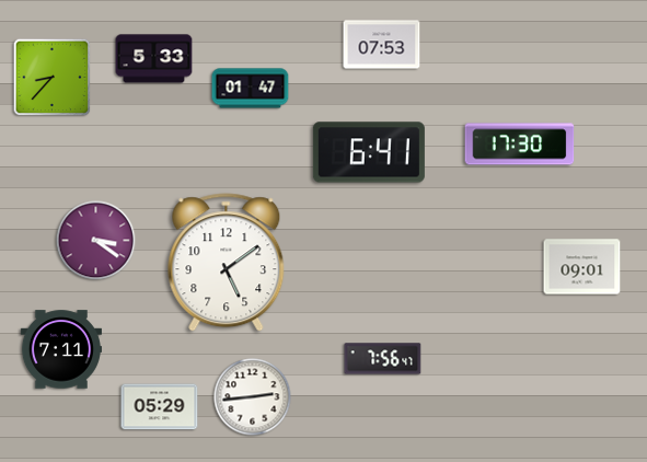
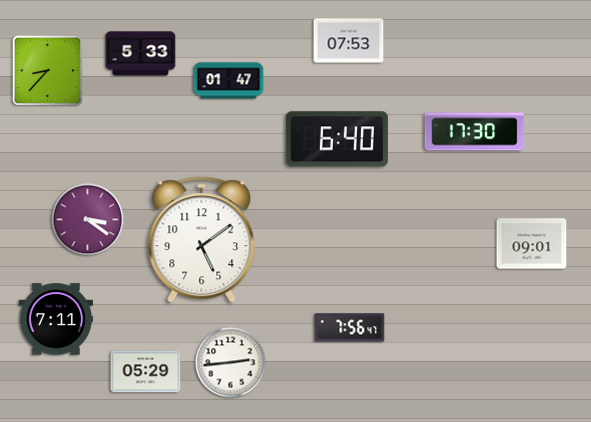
clock at (369, 152): 6:41 -> 6:40
clock at (227, 263) position: (227, 263) -> (202, 240)
